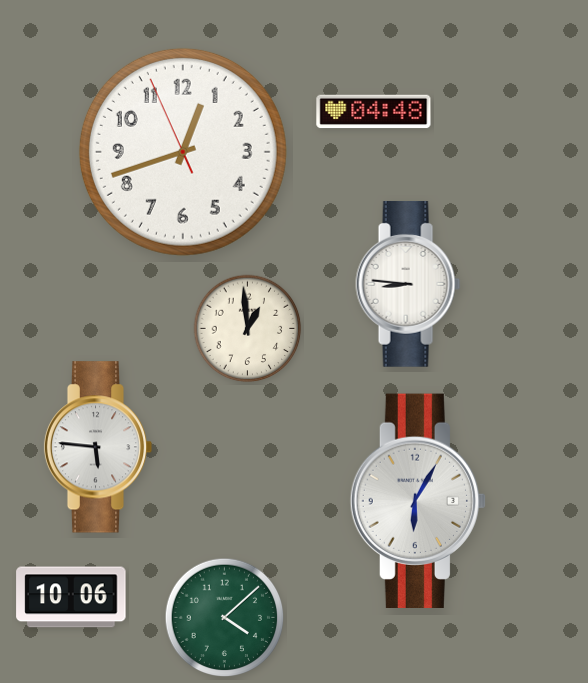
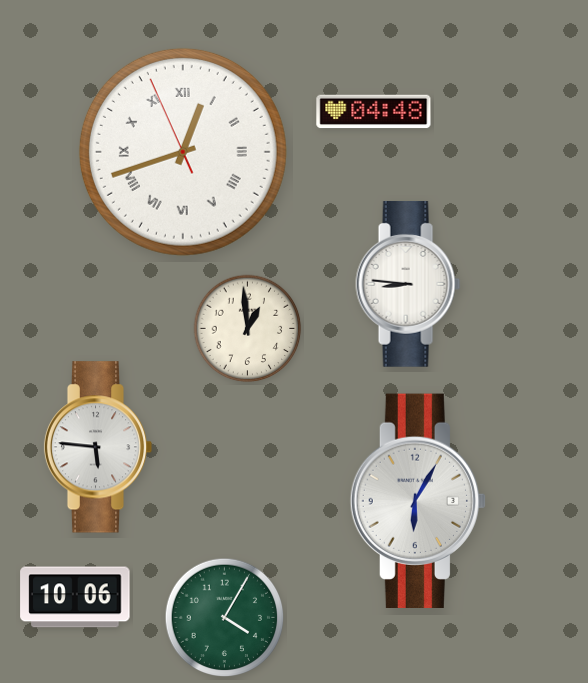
clock at (183, 152) numerals: Arabic -> Roman
clock at (71, 597) position: (71, 597) -> (75, 597)
clock at (225, 618): 4:08 -> 4:05
